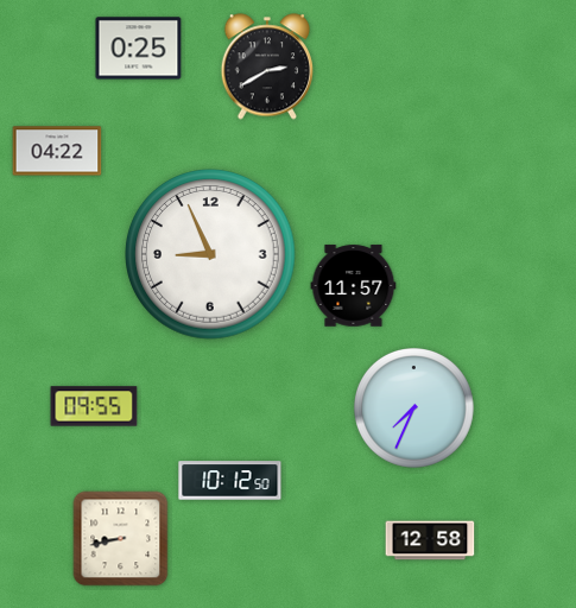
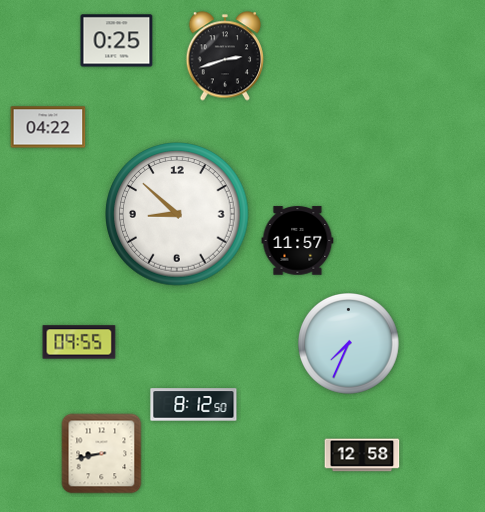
clock at (267, 66): 2:40 -> 2:42
clock at (210, 254): 8:56 -> 8:52
clock at (230, 481): 10:12 -> 8:12
